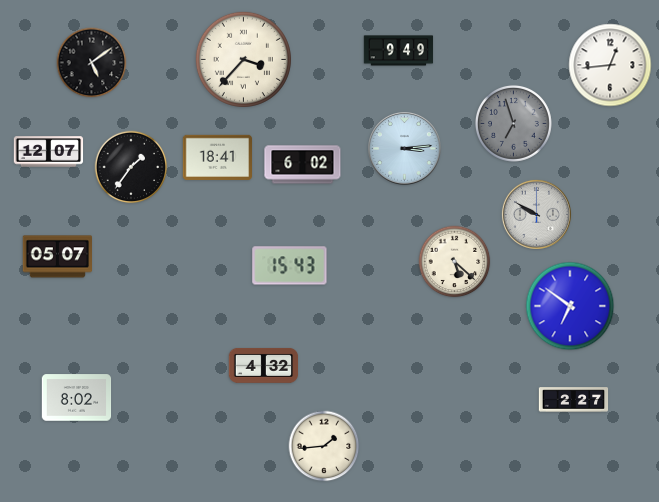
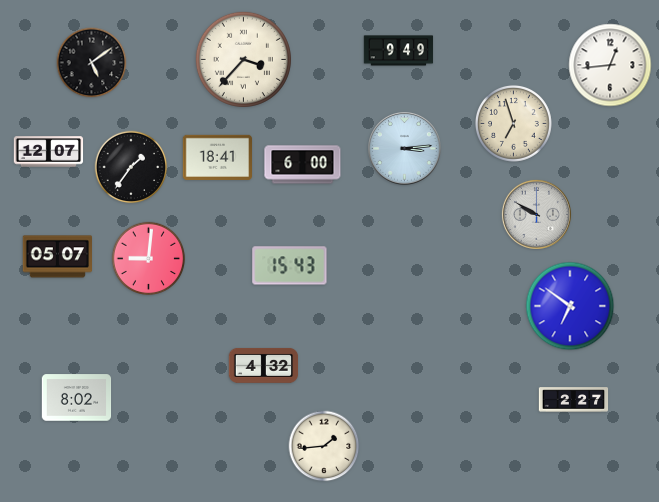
clock at (513, 124) dial: grey -> cream
clock at (303, 165): 6:02 -> 6:00
clock at (149, 259): none -> 9:01
clock at (455, 262): 5:22 -> none
